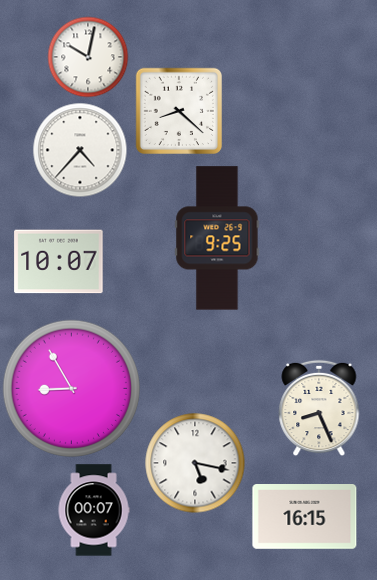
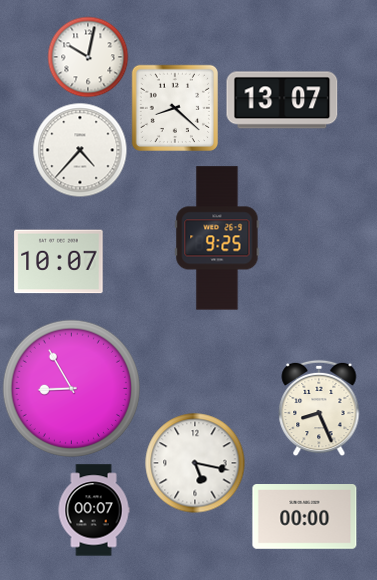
clock at (282, 100): none -> 13:07
clock at (178, 110) position: (178, 110) -> (174, 107)
clock at (305, 517): 16:15 -> 00:00
